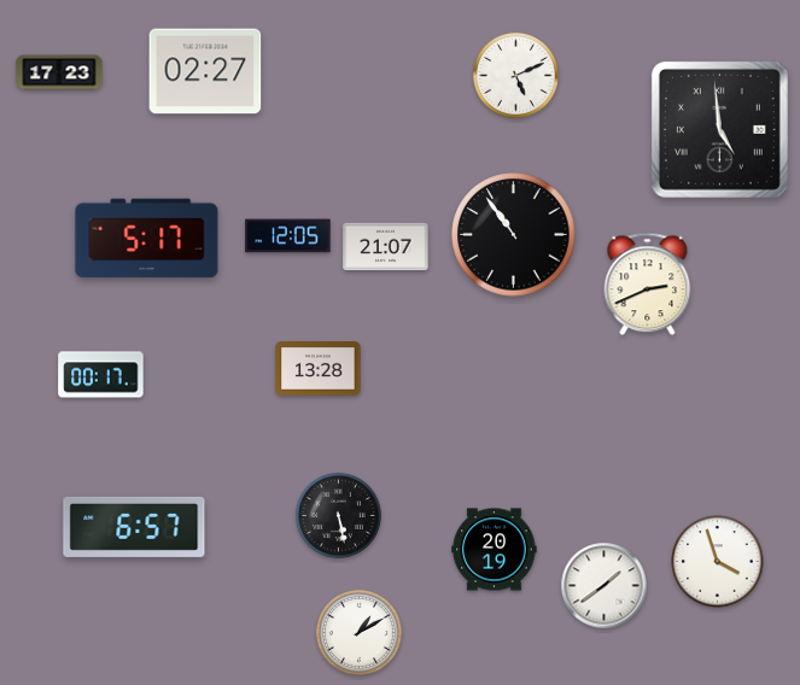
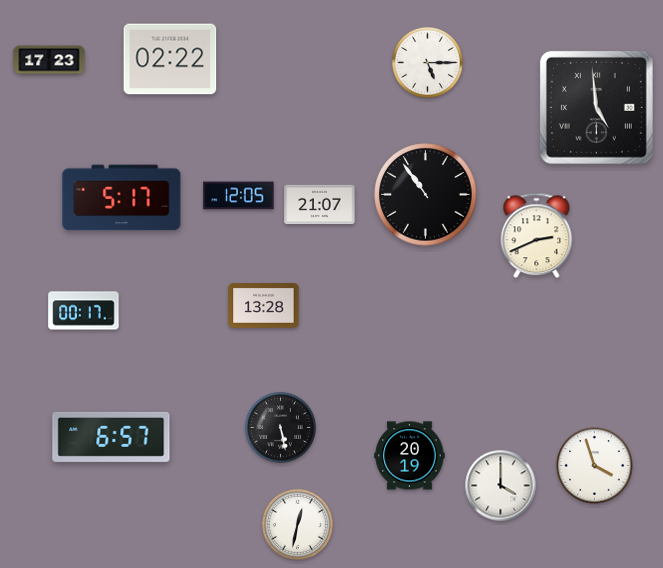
clock at (205, 71): 02:27 -> 02:22
clock at (515, 75): 5:11 -> 5:15
clock at (605, 586): 1:39 -> 4:00
clock at (358, 632): 1:10 -> 12:32
